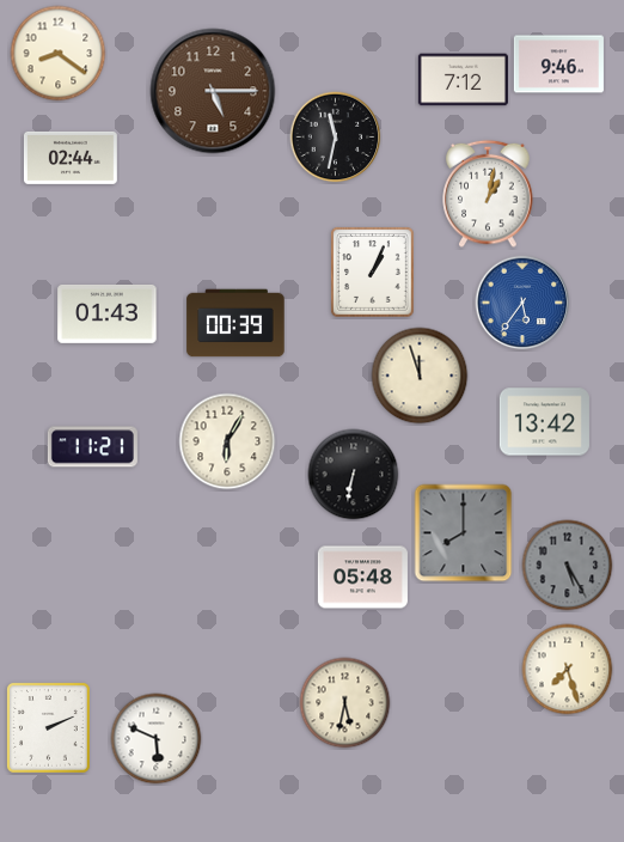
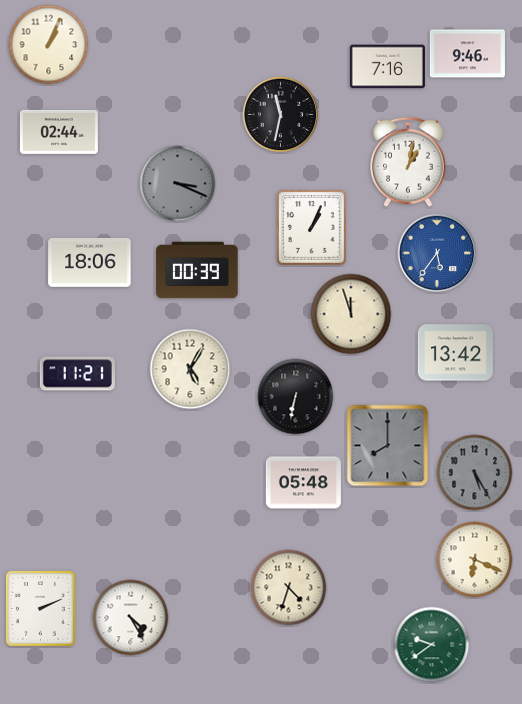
clock at (59, 54): 8:21 -> 1:04
clock at (463, 80): 7:12 -> 7:16
clock at (213, 91): 5:15 -> none
clock at (178, 184): none -> 3:19
clock at (108, 313): 01:43 -> 18:06
clock at (227, 441): 6:05 -> 5:05
clock at (568, 670): 7:27 -> 6:19
clock at (345, 703): 5:32 -> 4:33
clock at (157, 739): 5:49 -> 4:25
clock at (432, 645): none -> 9:39
